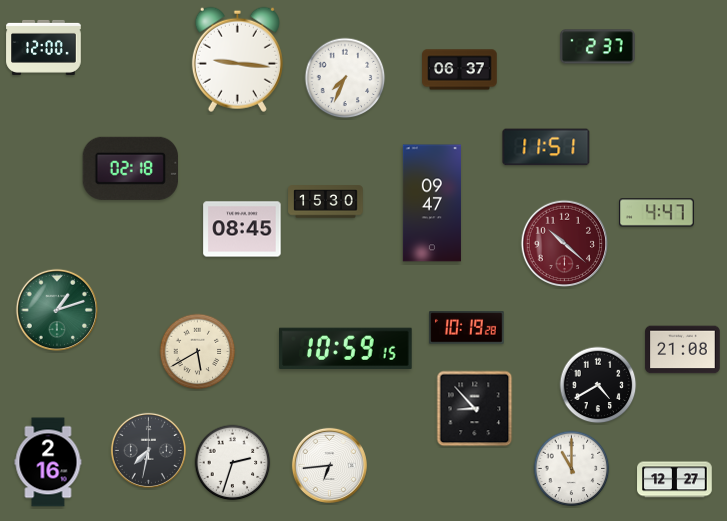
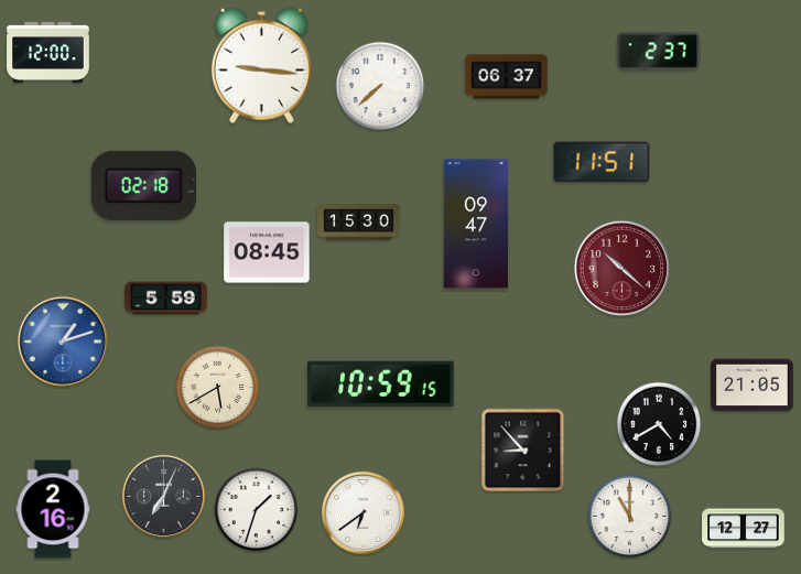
clock at (345, 78): 7:34 -> 7:38
clock at (657, 213): 4:47 -> none
clock at (166, 299): none -> 5:59
clock at (56, 309) dial: green -> blue
clock at (467, 328): 10:19 -> none
clock at (683, 350): 21:08 -> 21:05
clock at (148, 450): 7:32 -> 7:04
clock at (233, 463): 2:33 -> 1:33
clock at (329, 465): 6:44 -> 6:39
